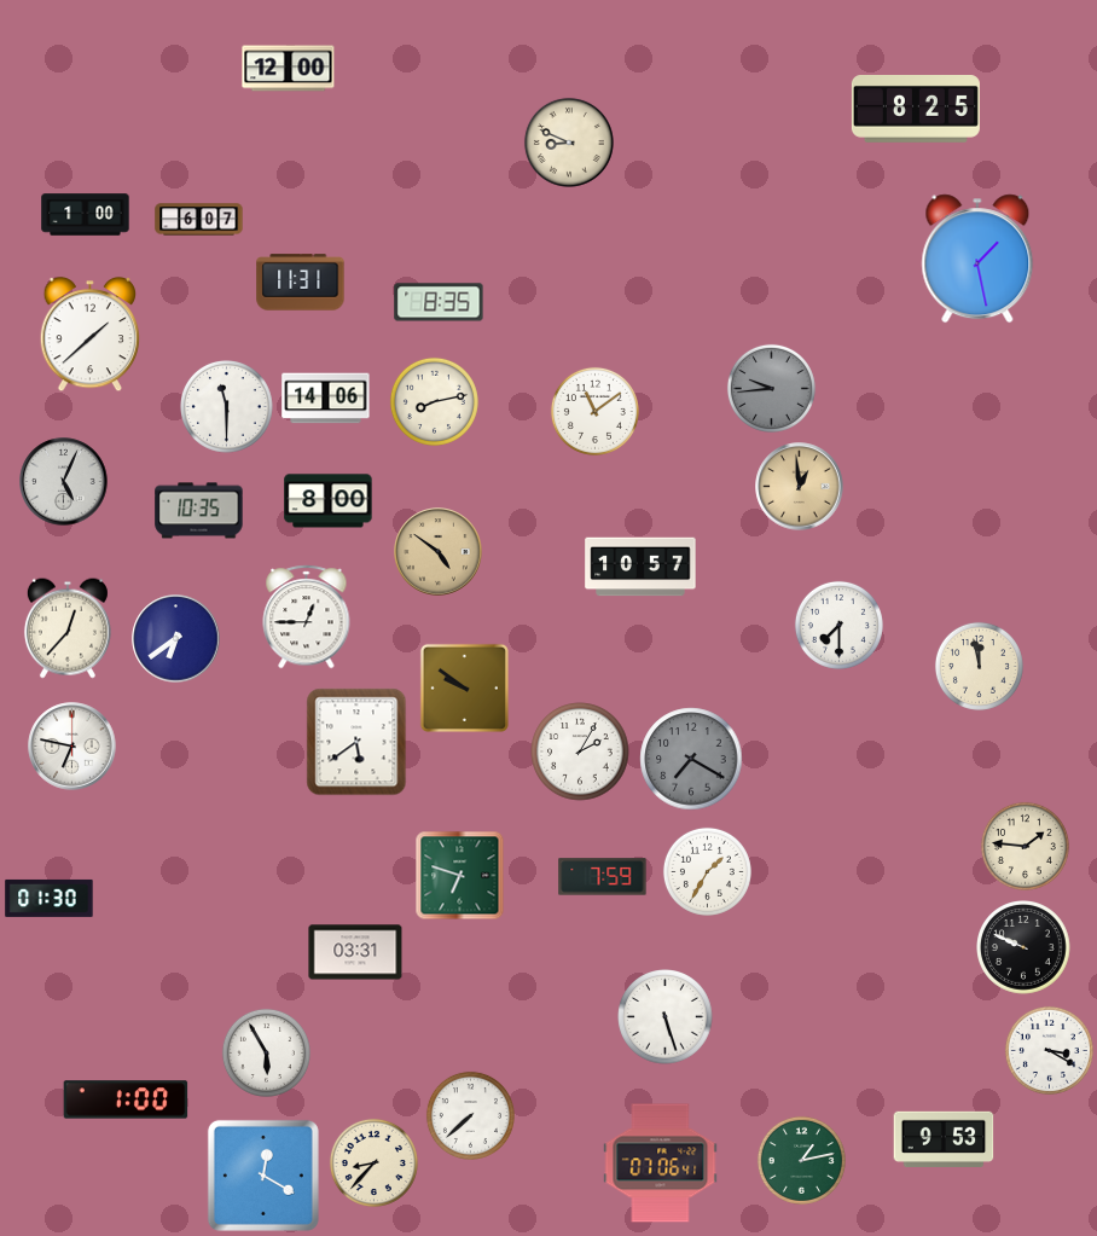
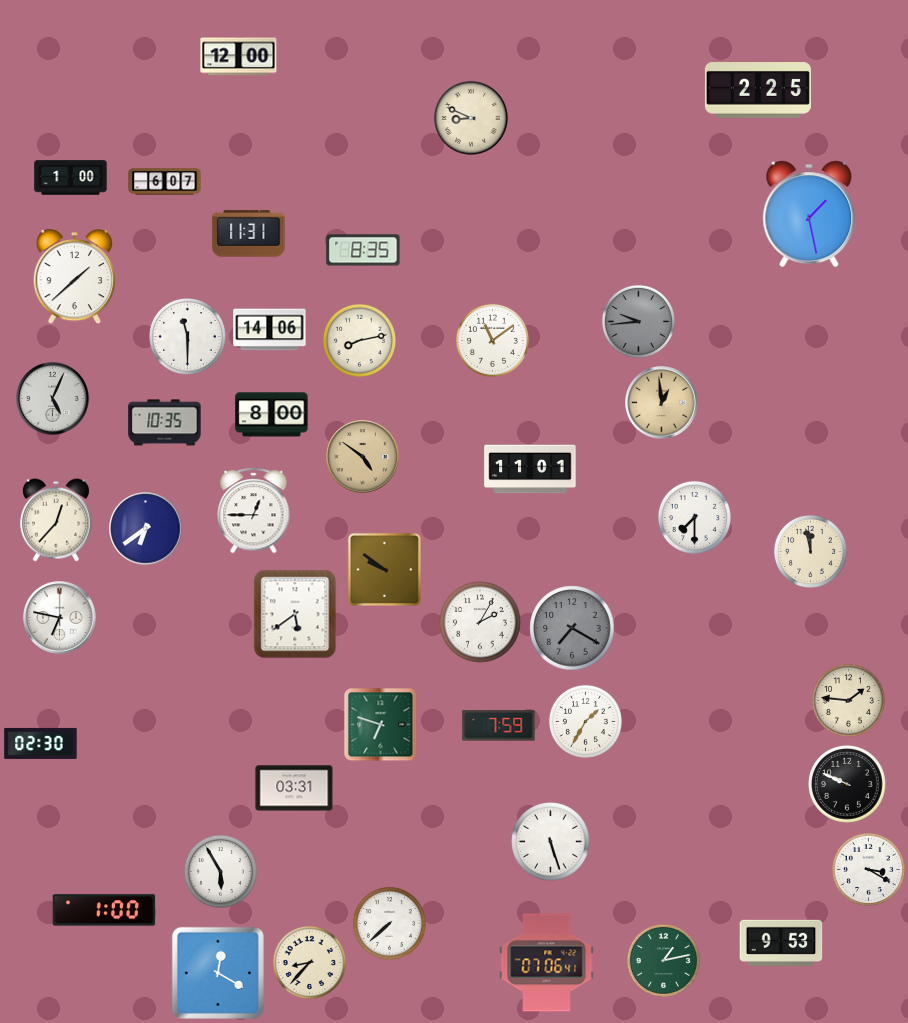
clock at (916, 110): 8:25 -> 2:25
clock at (434, 401) position: (434, 401) -> (359, 340)
clock at (640, 567): 10:57 -> 11:01
clock at (50, 898): 01:30 -> 02:30
